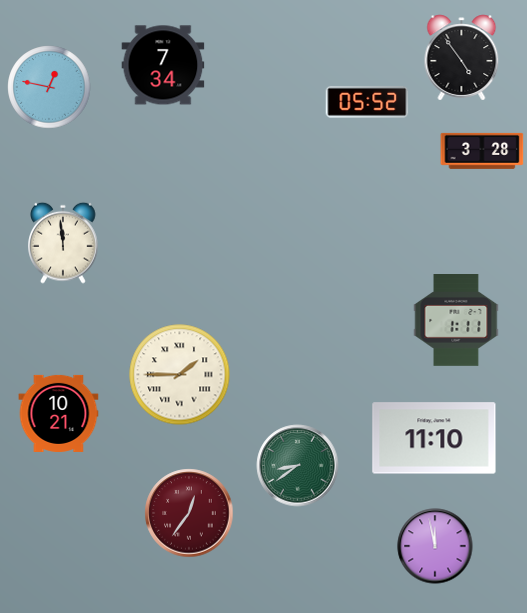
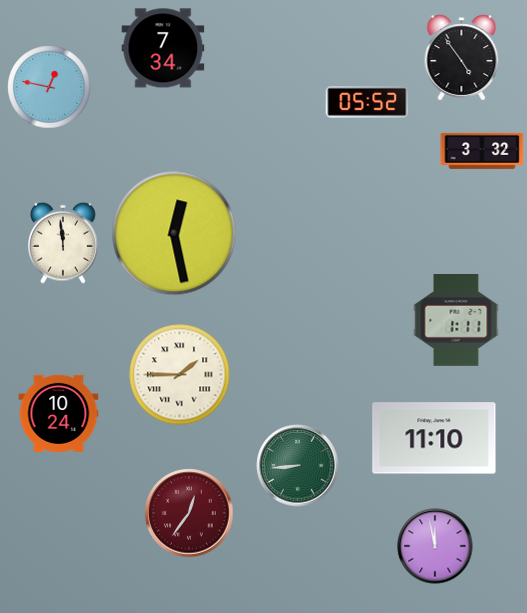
clock at (163, 65) position: (163, 65) -> (163, 48)
clock at (482, 151): 3:28 -> 3:32
clock at (174, 233): none -> 12:28
clock at (59, 413): 10:21 -> 10:24
clock at (298, 466): 8:39 -> 8:44
